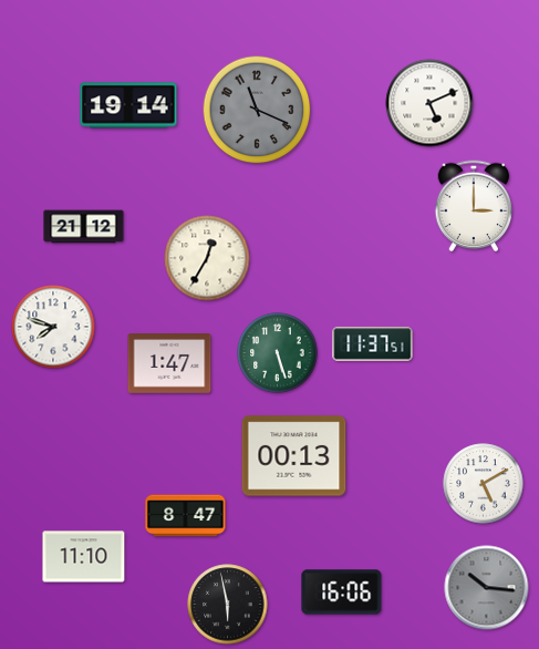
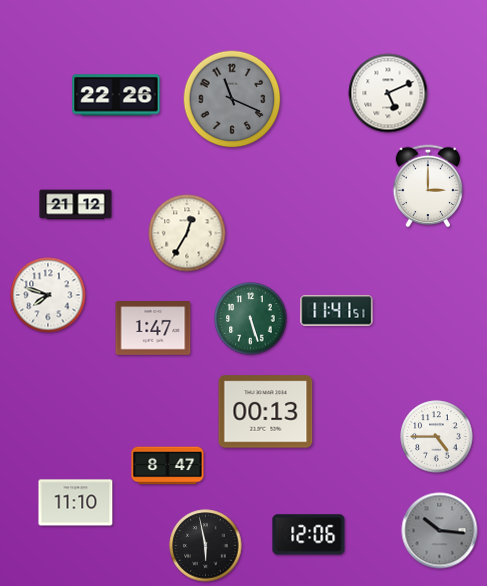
clock at (128, 105): 19:14 -> 22:26
clock at (373, 344): 11:37 -> 11:41
clock at (484, 484): 5:10 -> 4:45
clock at (342, 593): 16:06 -> 12:06
